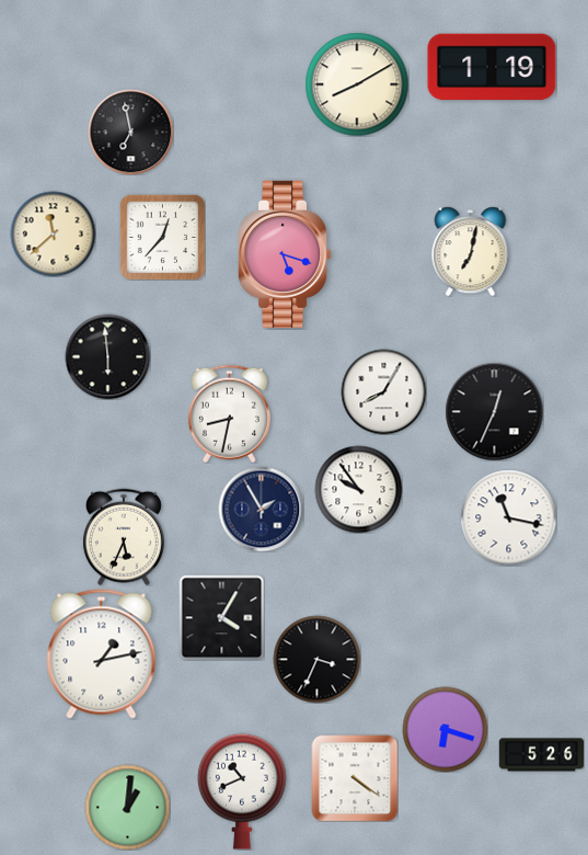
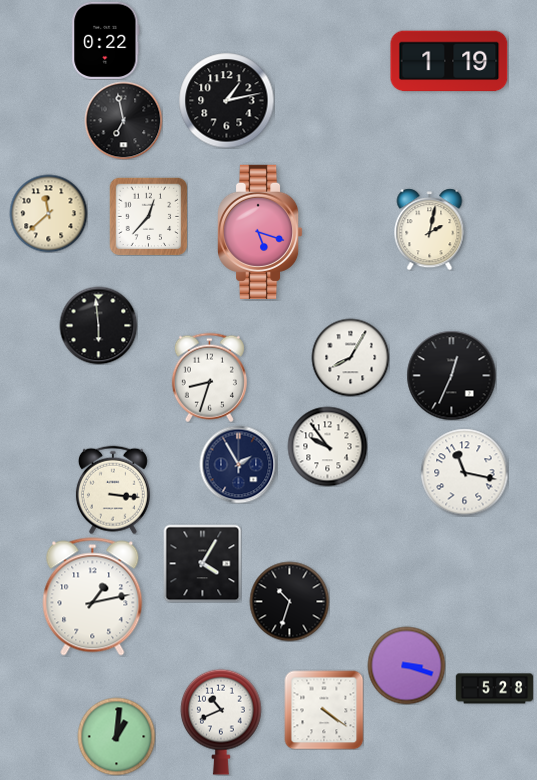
clock at (106, 40): none -> 0:22
clock at (357, 84): 8:10 -> none
clock at (226, 100): none -> 1:13
clock at (130, 132) position: (130, 132) -> (123, 120)
clock at (471, 251): 7:02 -> 2:02
clock at (229, 413): 8:32 -> 8:33
clock at (124, 537): 5:34 -> 3:16
clock at (316, 659): 3:34 -> 10:33
clock at (445, 729): 6:18 -> 3:18
clock at (541, 755): 5:26 -> 5:28
